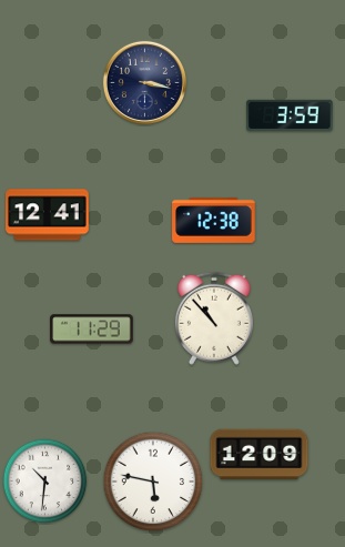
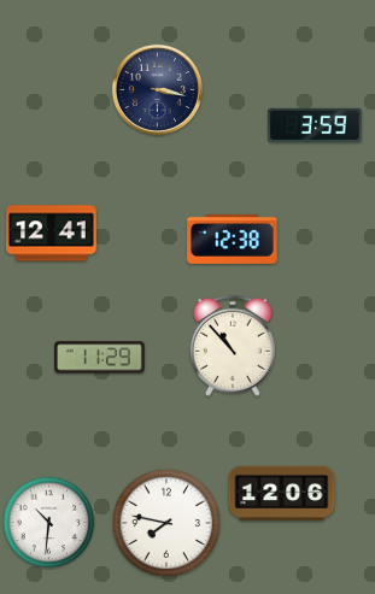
clock at (260, 455): 12:09 -> 12:06
clock at (153, 482): 5:47 -> 7:47
